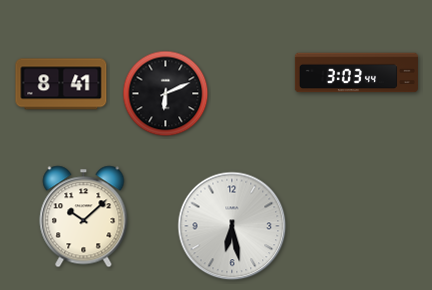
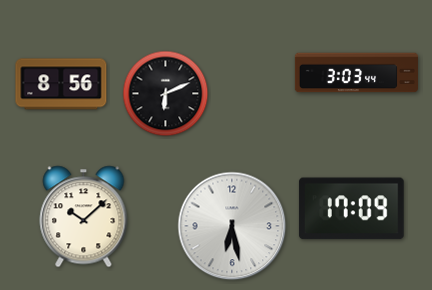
clock at (61, 84): 8:41 -> 8:56
clock at (351, 209): none -> 17:09
